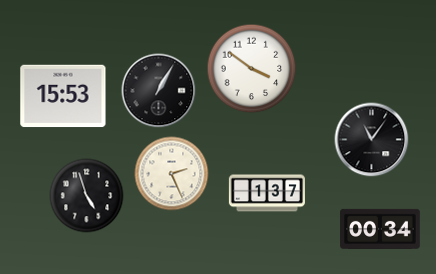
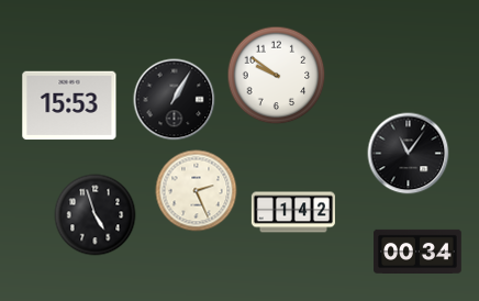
clock at (252, 69): 3:51 -> 9:51
clock at (172, 174) position: (172, 174) -> (197, 191)
clock at (267, 193): 1:37 -> 1:42
